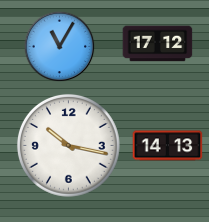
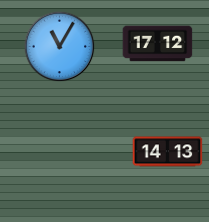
clock at (68, 145): 10:17 -> none
clock at (168, 146) position: (168, 146) -> (168, 152)
